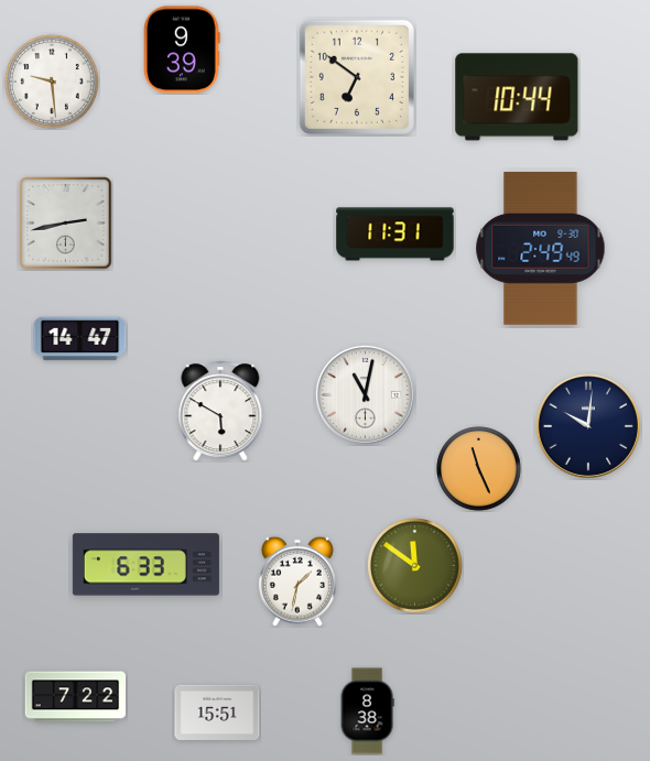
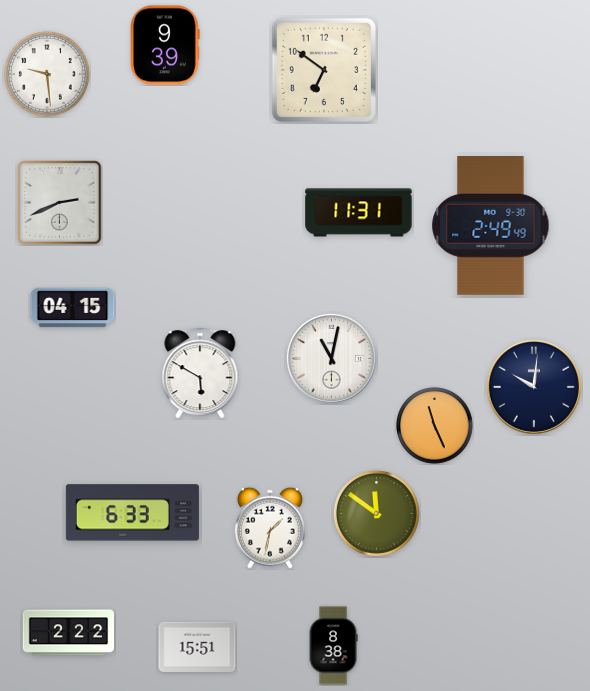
clock at (517, 97): 10:44 -> none
clock at (66, 224): 2:43 -> 2:41
clock at (80, 339): 14:47 -> 04:15
clock at (76, 697): 7:22 -> 2:22
